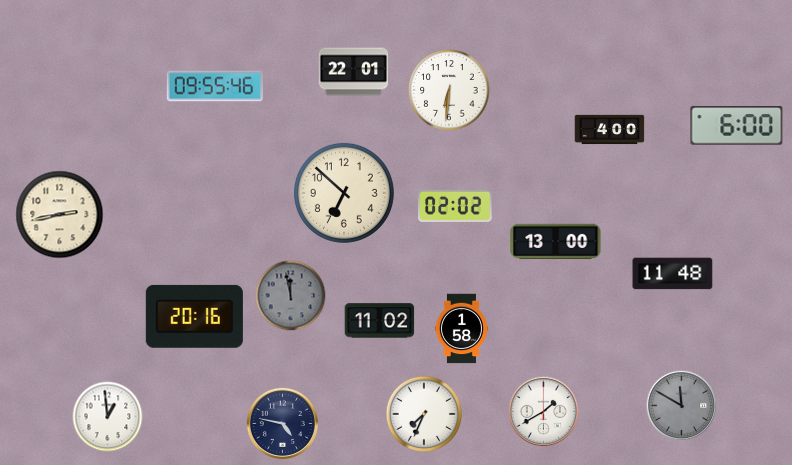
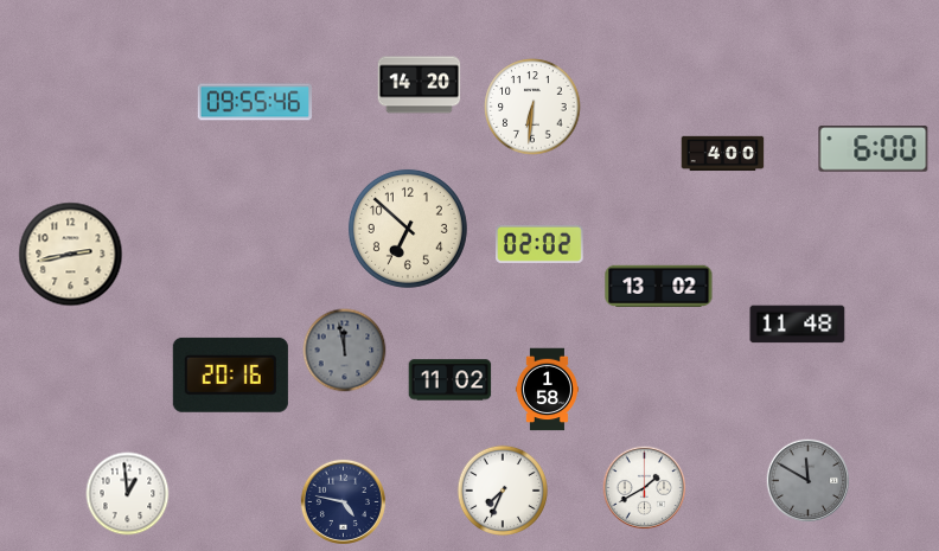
clock at (354, 72): 22:01 -> 14:20
clock at (556, 242): 13:00 -> 13:02
clock at (282, 423) position: (282, 423) -> (343, 501)
